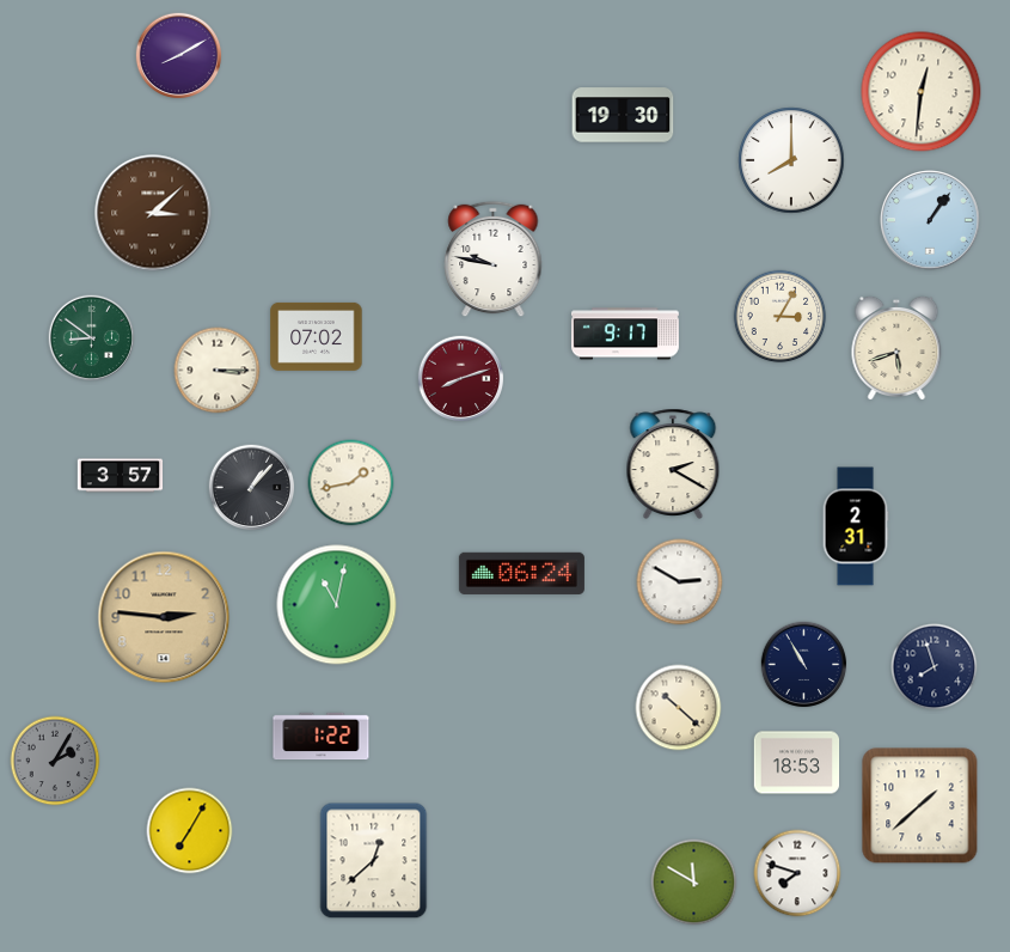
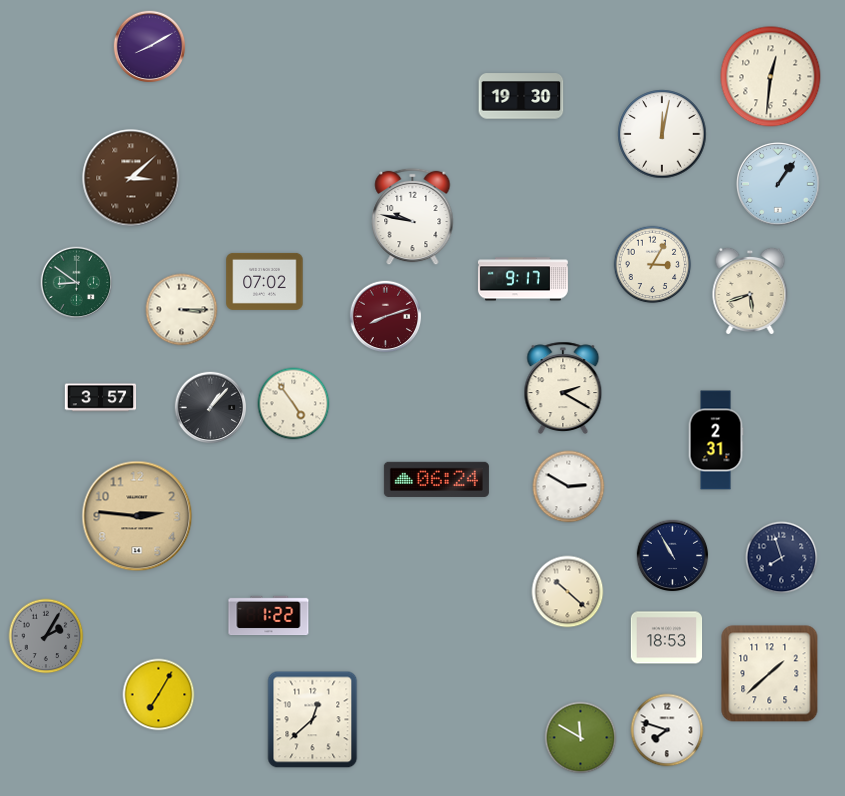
clock at (791, 160): 8:00 -> 12:02
clock at (153, 213) position: (153, 213) -> (131, 178)
clock at (351, 483): 1:43 -> 4:54
clock at (337, 605): 11:02 -> none
